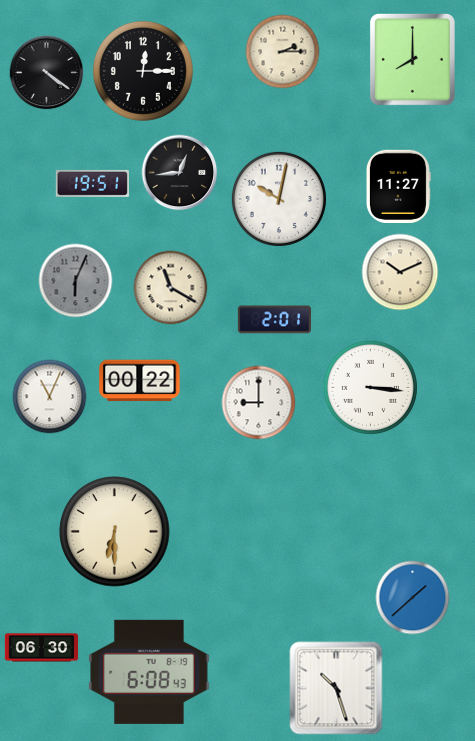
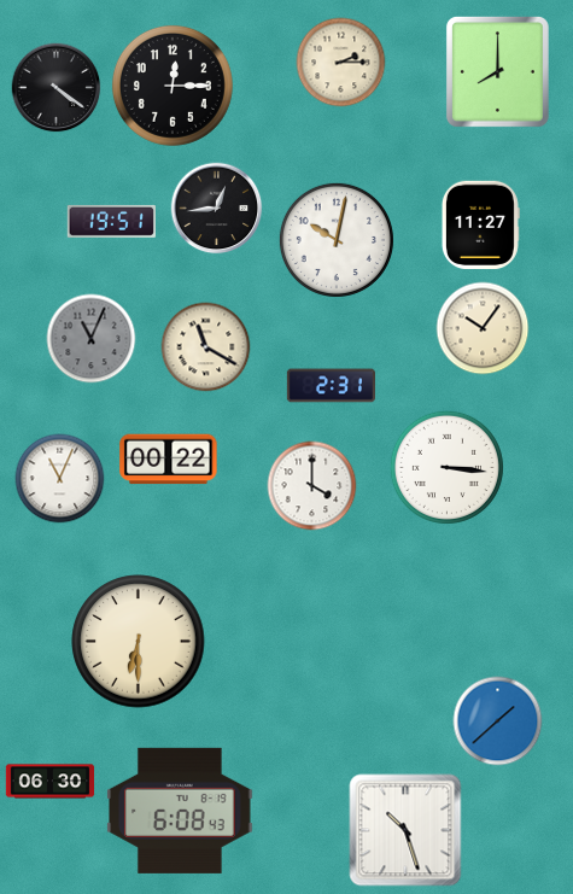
clock at (400, 272): 10:11 -> 10:06
clock at (76, 281): 6:04 -> 11:04
clock at (275, 320): 2:01 -> 2:31
clock at (259, 403): 9:00 -> 4:00
